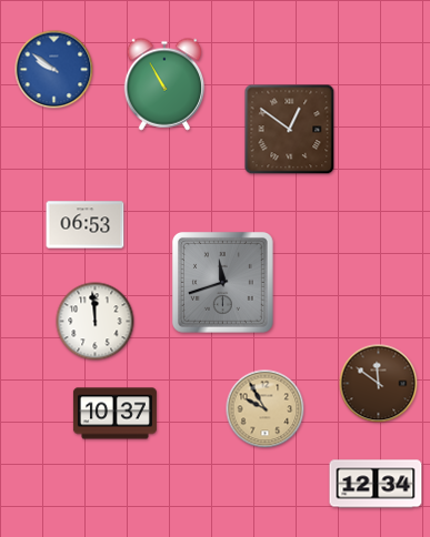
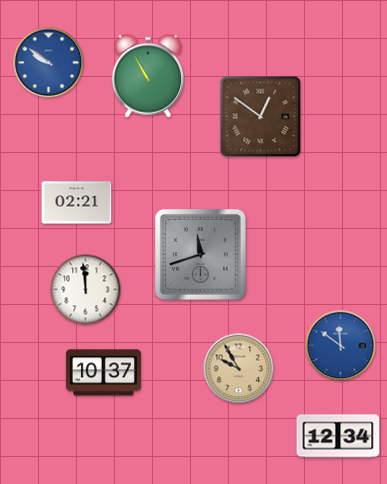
clock at (86, 225): 06:53 -> 02:21
clock at (379, 384) dial: brown -> blue
